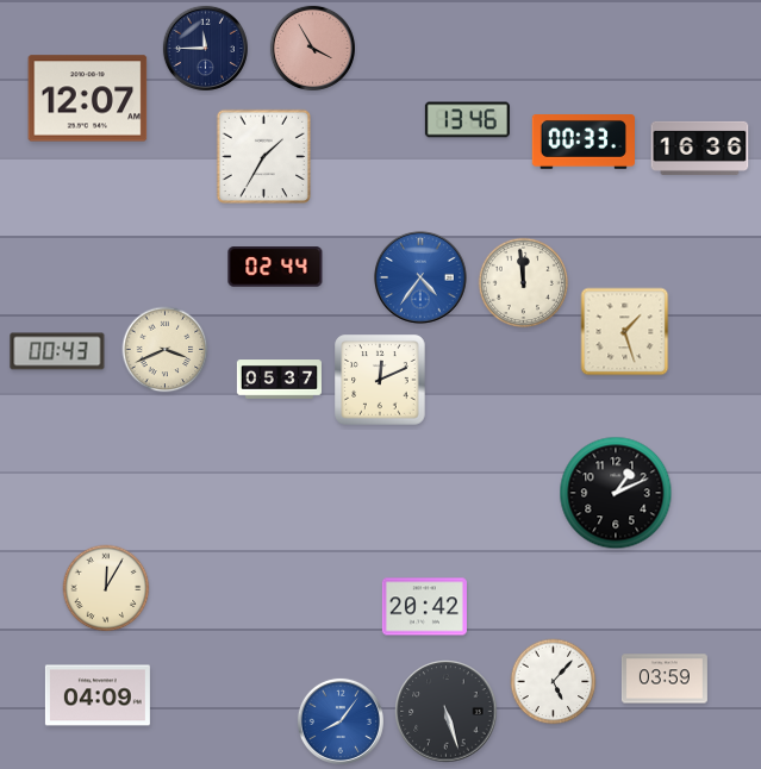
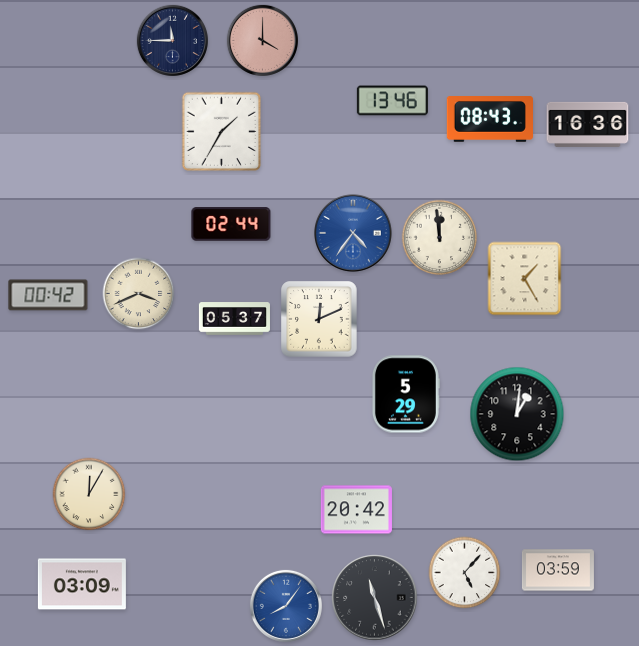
clock at (312, 48): 3:55 -> 4:00
clock at (88, 99): 12:07 -> none
clock at (582, 143): 00:33 -> 08:43
clock at (625, 332): 1:27 -> 1:25
clock at (57, 351): 00:43 -> 00:42
clock at (405, 394): none -> 5:29
clock at (616, 493): 1:11 -> 1:01
clock at (98, 695): 04:09 -> 03:09
clock at (447, 712): 5:27 -> 11:27
